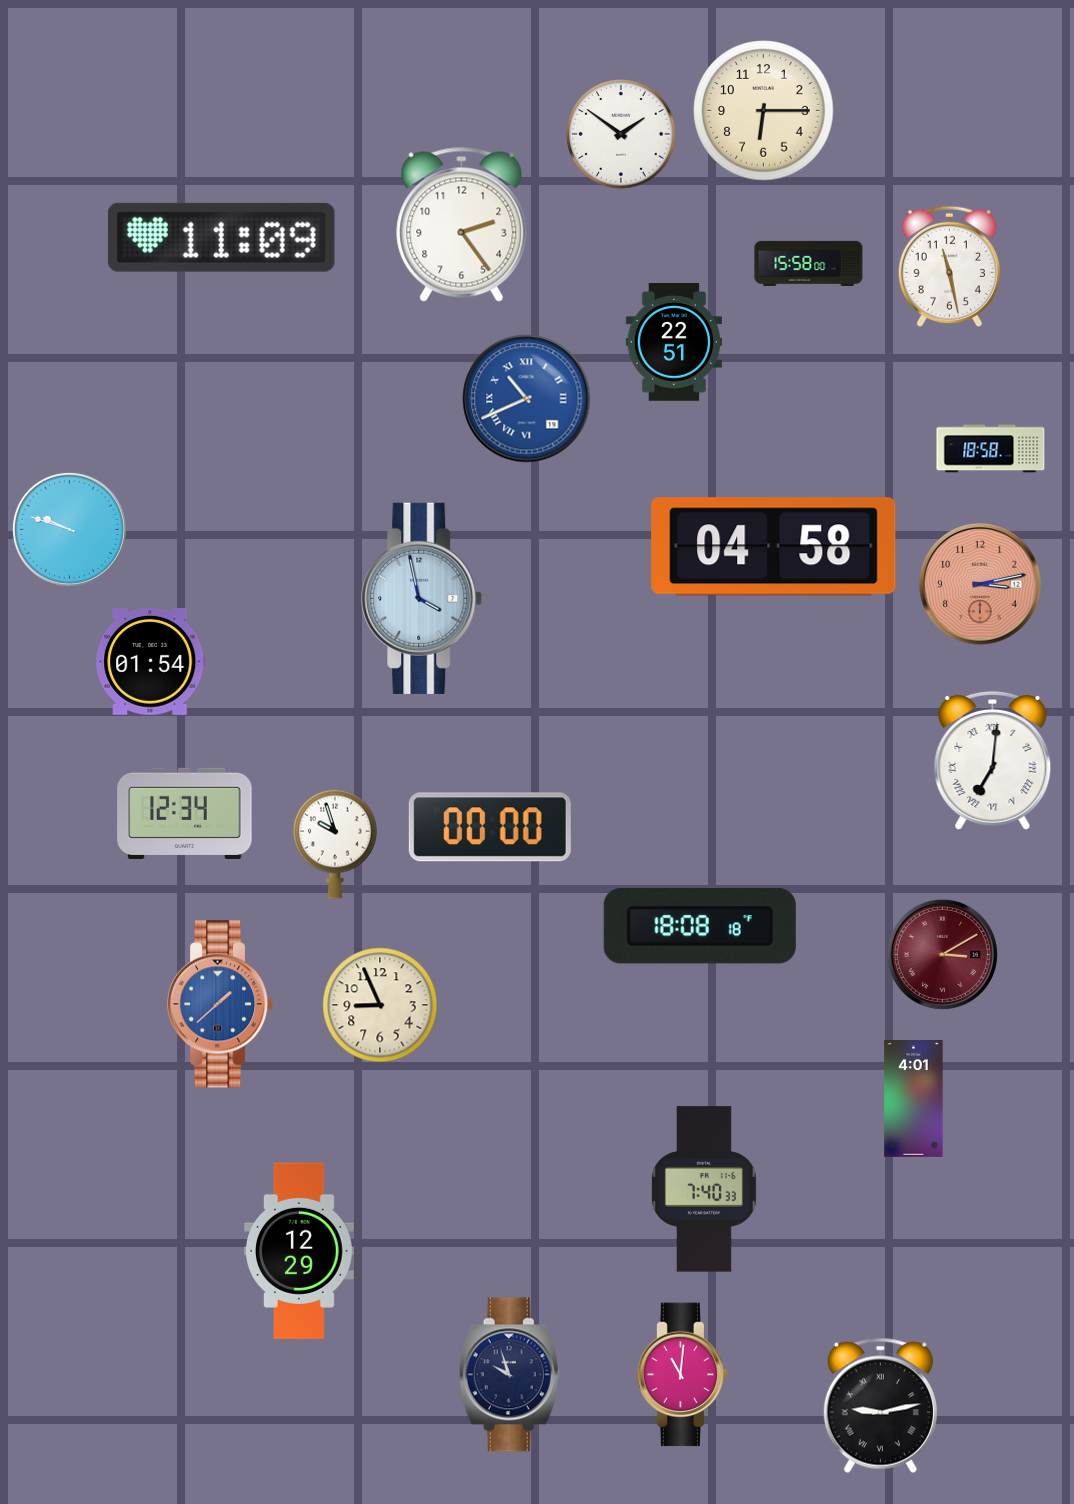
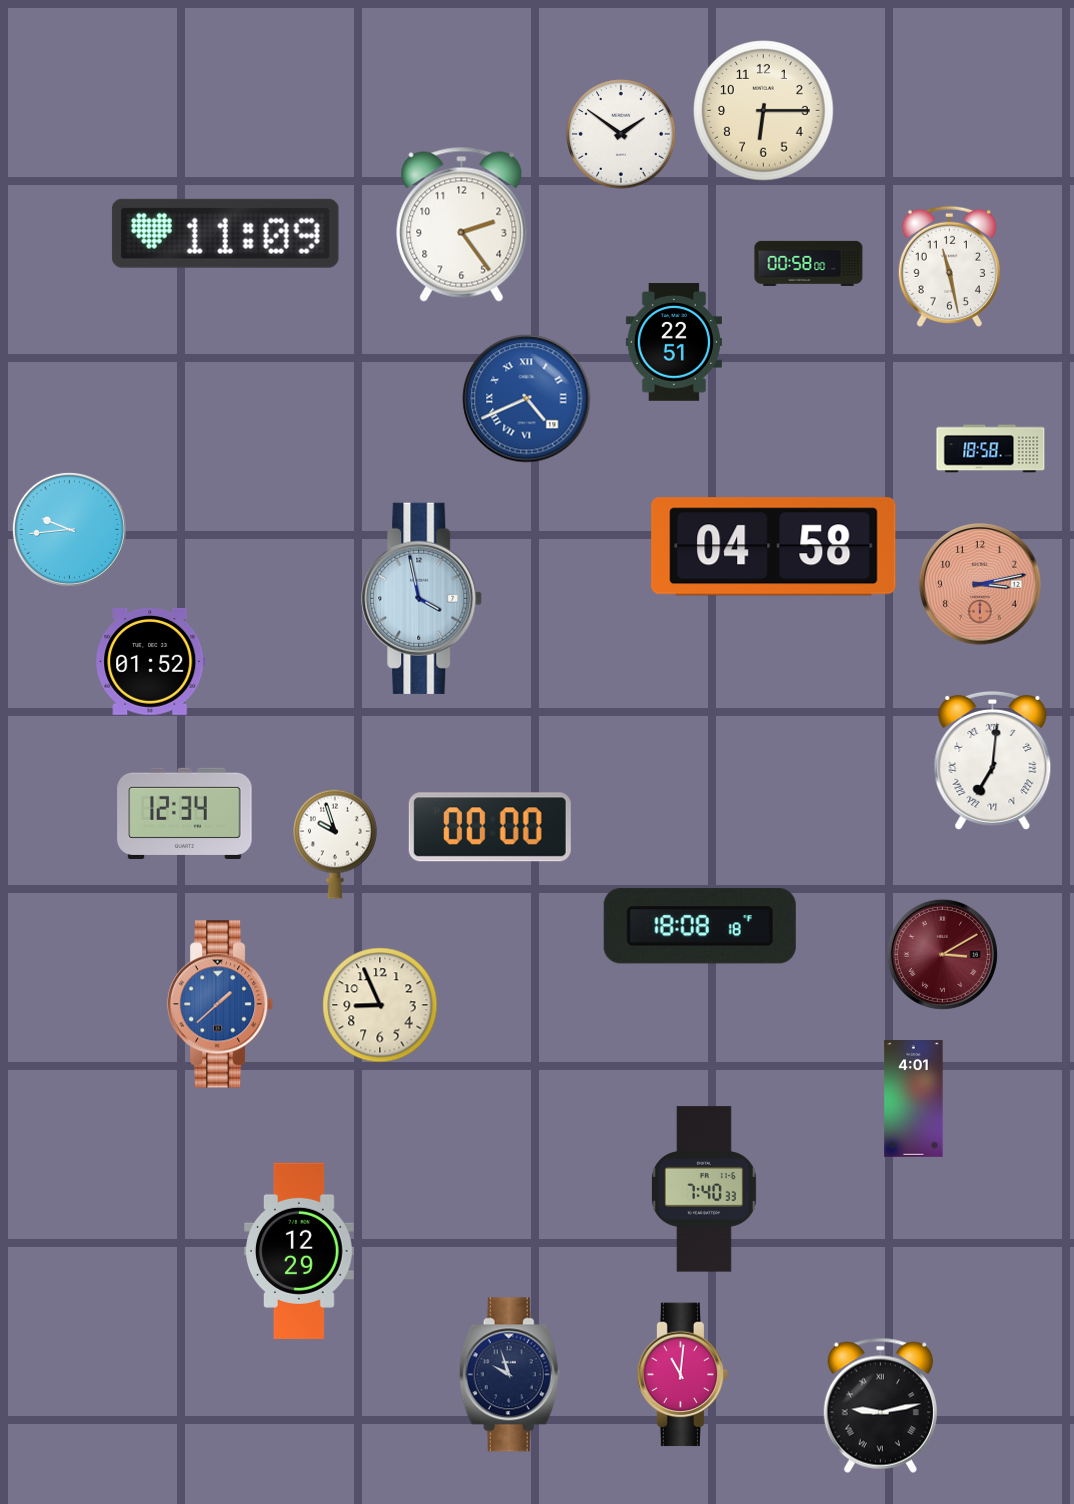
clock at (221, 237) position: (221, 237) -> (225, 233)
clock at (809, 263): 15:58 -> 00:58
clock at (527, 399): 10:41 -> 4:41
clock at (69, 529): 9:48 -> 9:44
clock at (151, 661): 01:54 -> 01:52
